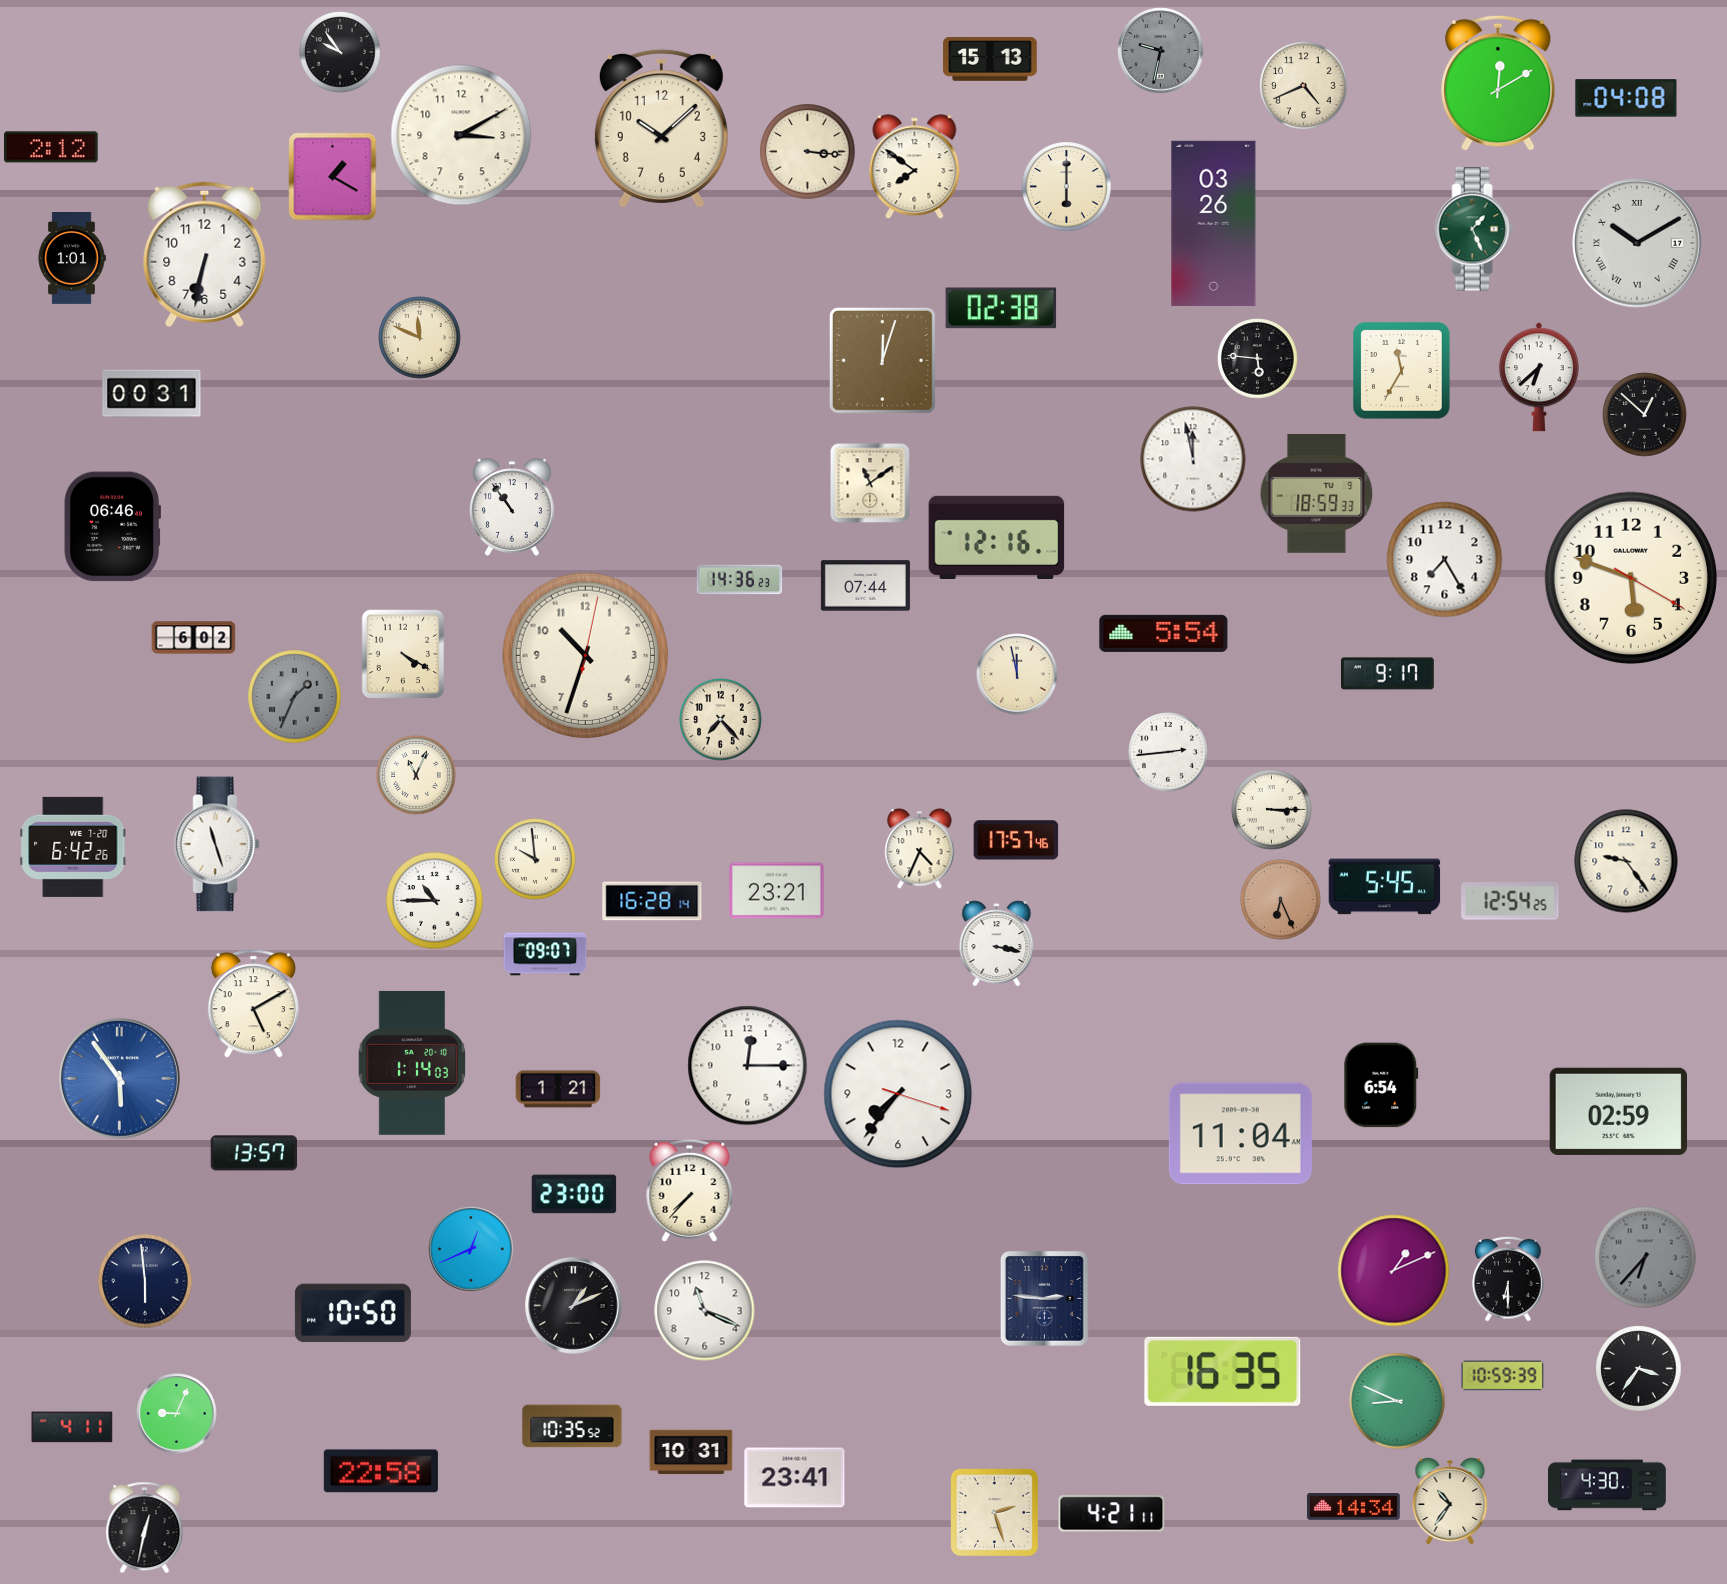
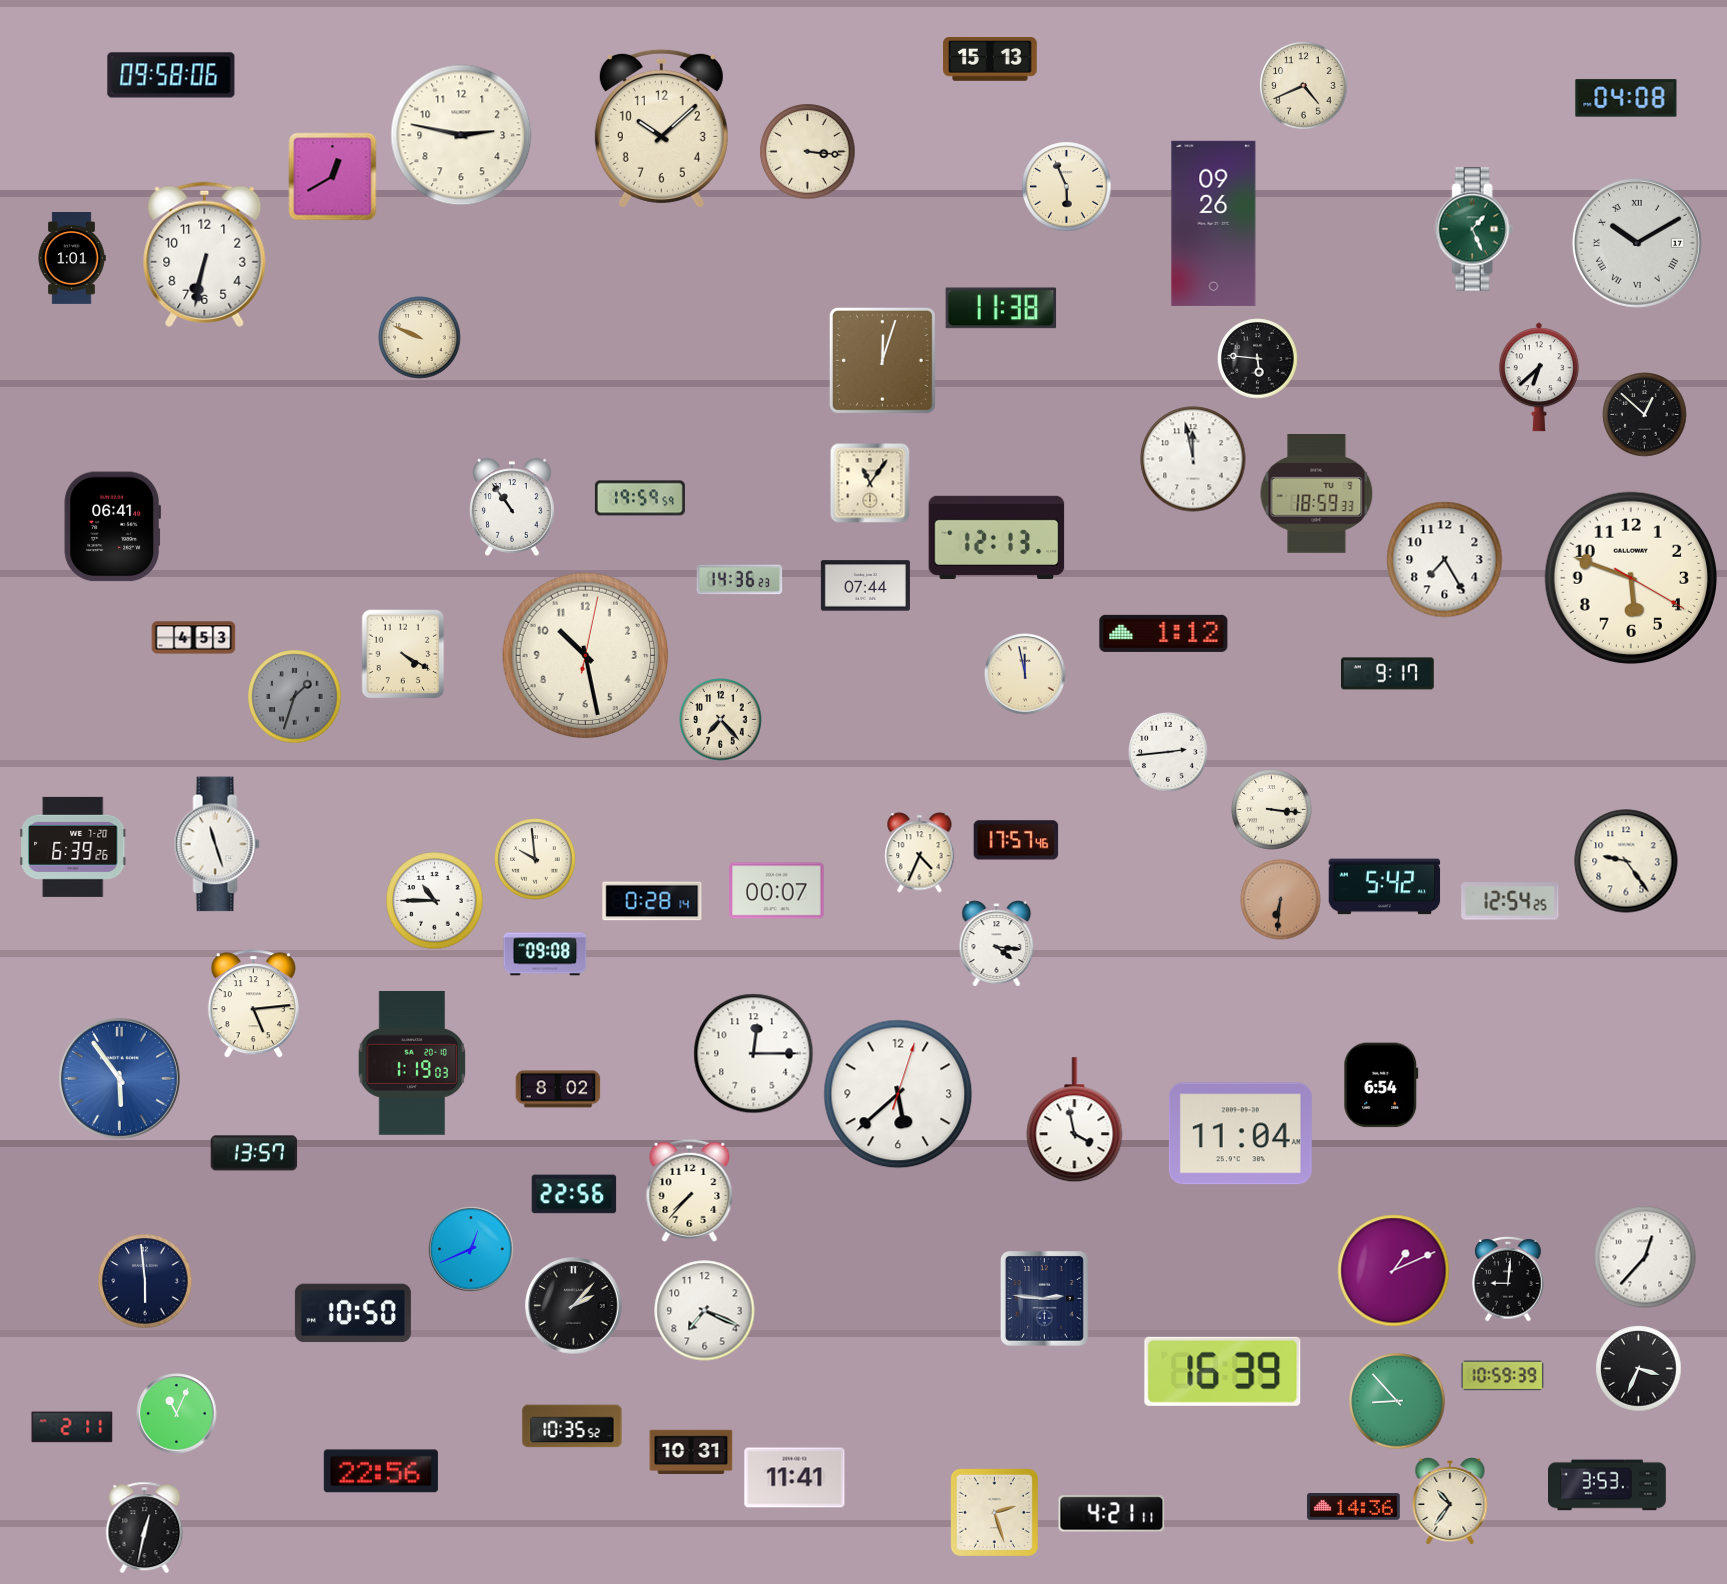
clock at (1161, 51): 9:32 -> none
clock at (340, 52): 9:54 -> none
clock at (171, 75): none -> 09:58
clock at (1498, 83): 12:10 -> none
clock at (461, 135): 3:10 -> 2:47
clock at (51, 147): 2:12 -> none
clock at (915, 167): 7:51 -> none
clock at (333, 177): 1:20 -> 12:40
clock at (1067, 187): 6:00 -> 5:56
clock at (1214, 223): 03:26 -> 09:26
clock at (1001, 308): 02:38 -> 11:38
clock at (420, 338): 11:49 -> 9:49
clock at (1402, 371): 11:35 -> none
clock at (152, 394): 00:31 -> none
clock at (870, 483): 11:09 -> 11:06
clock at (640, 498): none -> 19:59
clock at (112, 527): 06:46 -> 06:41
clock at (997, 537): 12:16 -> 12:13
clock at (1164, 633): 5:54 -> 1:12
clock at (194, 638): 6:02 -> 4:53
clock at (586, 656): 10:33 -> 10:28
clock at (1017, 674) position: (1017, 674) -> (1025, 674)
clock at (295, 697): 1:34 -> 1:33
clock at (416, 775): 11:04 -> none
clock at (1272, 810): 3:15 -> 3:16
clock at (74, 847): 6:42 -> 6:39
clock at (920, 849) position: (920, 849) -> (920, 853)
clock at (1385, 887): 5:45 -> 5:42
clock at (777, 891): 23:21 -> 00:07
clock at (1281, 900): 6:26 -> 6:31
clock at (652, 901): 16:28 -> 0:28
clock at (997, 944): 3:17 -> 4:16
clock at (545, 954): 09:07 -> 09:08
clock at (253, 1004): 5:10 -> 5:14
clock at (412, 1063): 1:14 -> 1:19
clock at (748, 1066) position: (748, 1066) -> (754, 1054)
clock at (558, 1089): 1:21 -> 8:02
clock at (898, 1094): 7:36 -> 5:38
clock at (1618, 1111): 02:59 -> none
clock at (1075, 1120): none -> 3:58
clock at (574, 1194): 23:00 -> 22:56
clock at (1645, 1257): 6:37 -> 12:37
clock at (1645, 1257) dial: grey -> white
clock at (1508, 1279): 6:30 -> 9:01
clock at (574, 1306): 1:11 -> 2:07
clock at (705, 1311): 11:19 -> 7:19
clock at (1639, 1369): 3:36 -> 3:34
clock at (1223, 1371): 16:35 -> 16:39
clock at (1397, 1401): 8:49 -> 8:53
clock at (177, 1414): 9:04 -> 11:04
clock at (72, 1427): 4:11 -> 2:11
clock at (381, 1471): 22:58 -> 22:56
clock at (795, 1478): 23:41 -> 11:41
clock at (1608, 1485): 4:30 -> 3:53
clock at (1354, 1507): 14:34 -> 14:36
